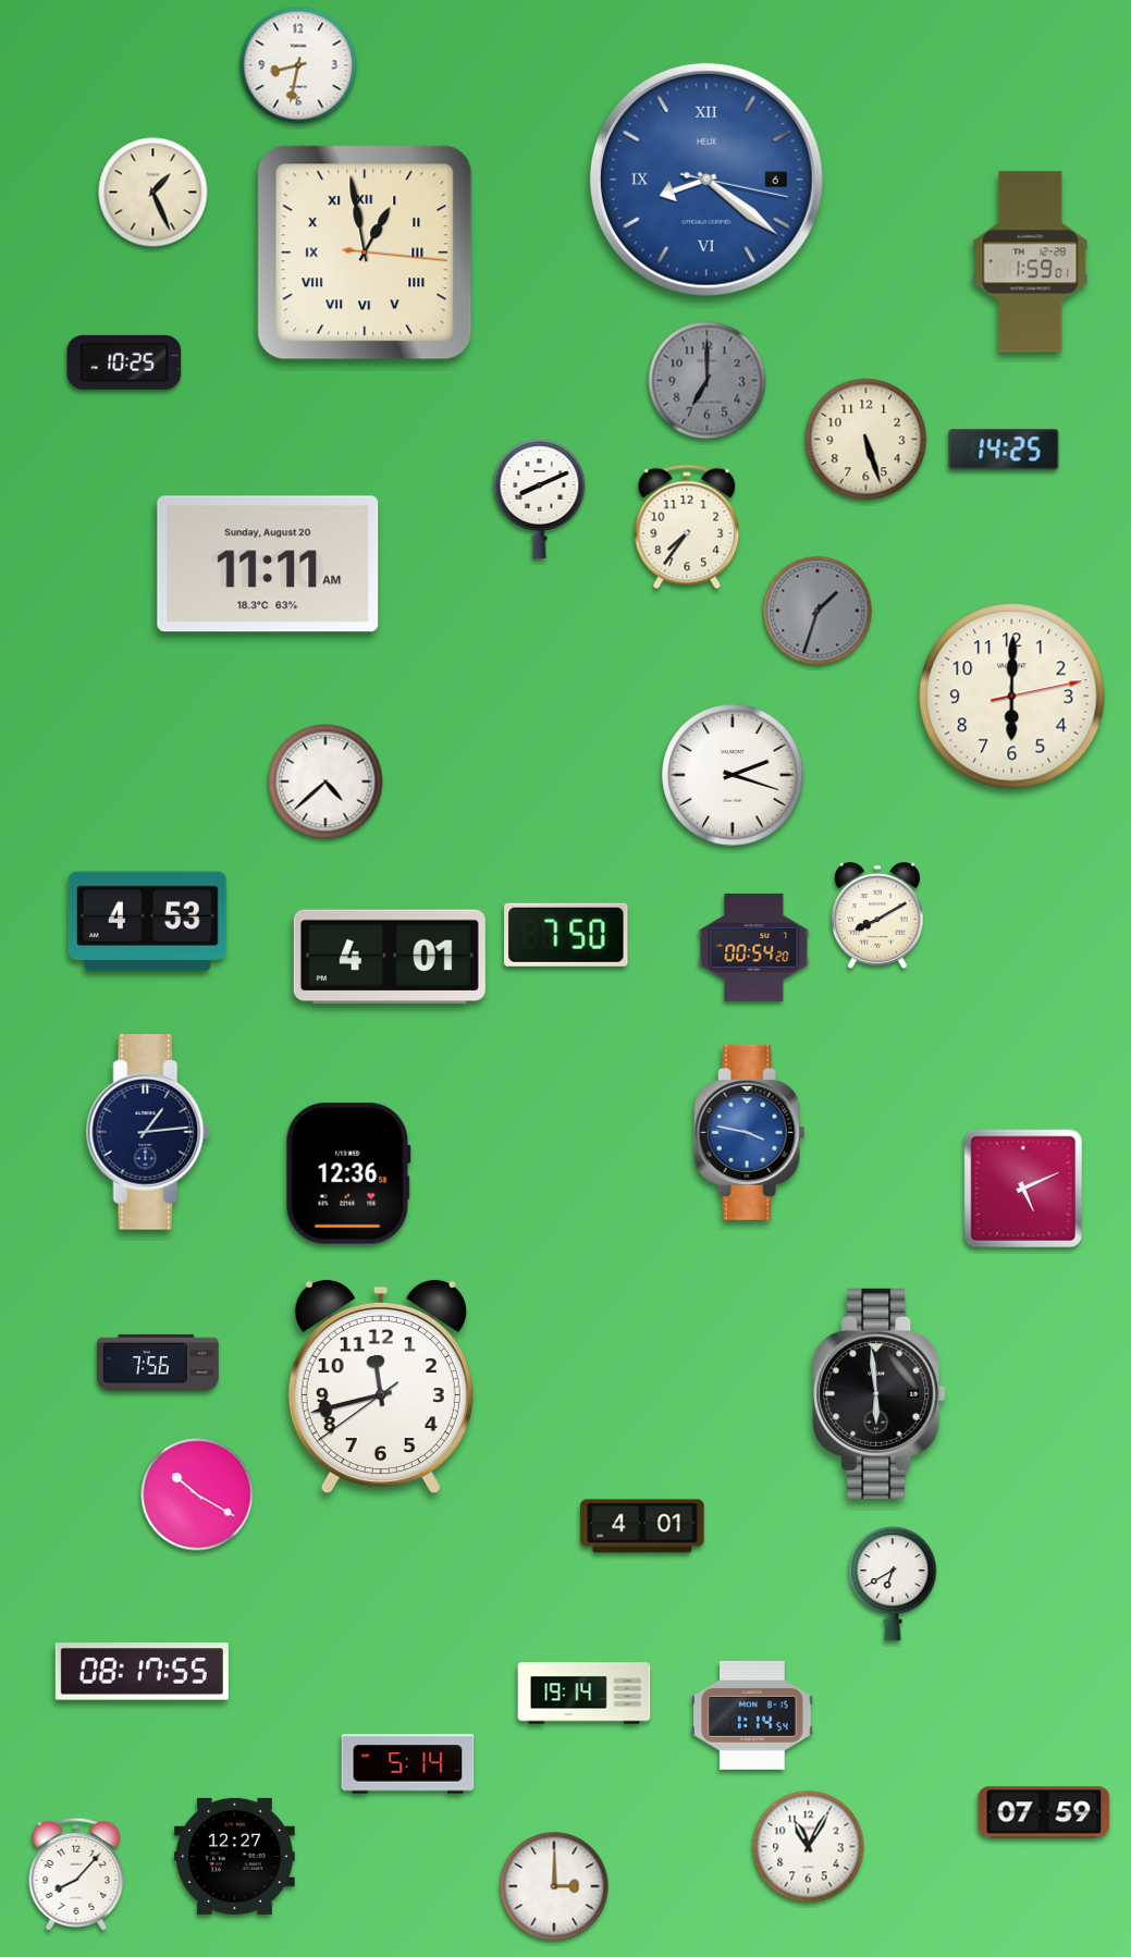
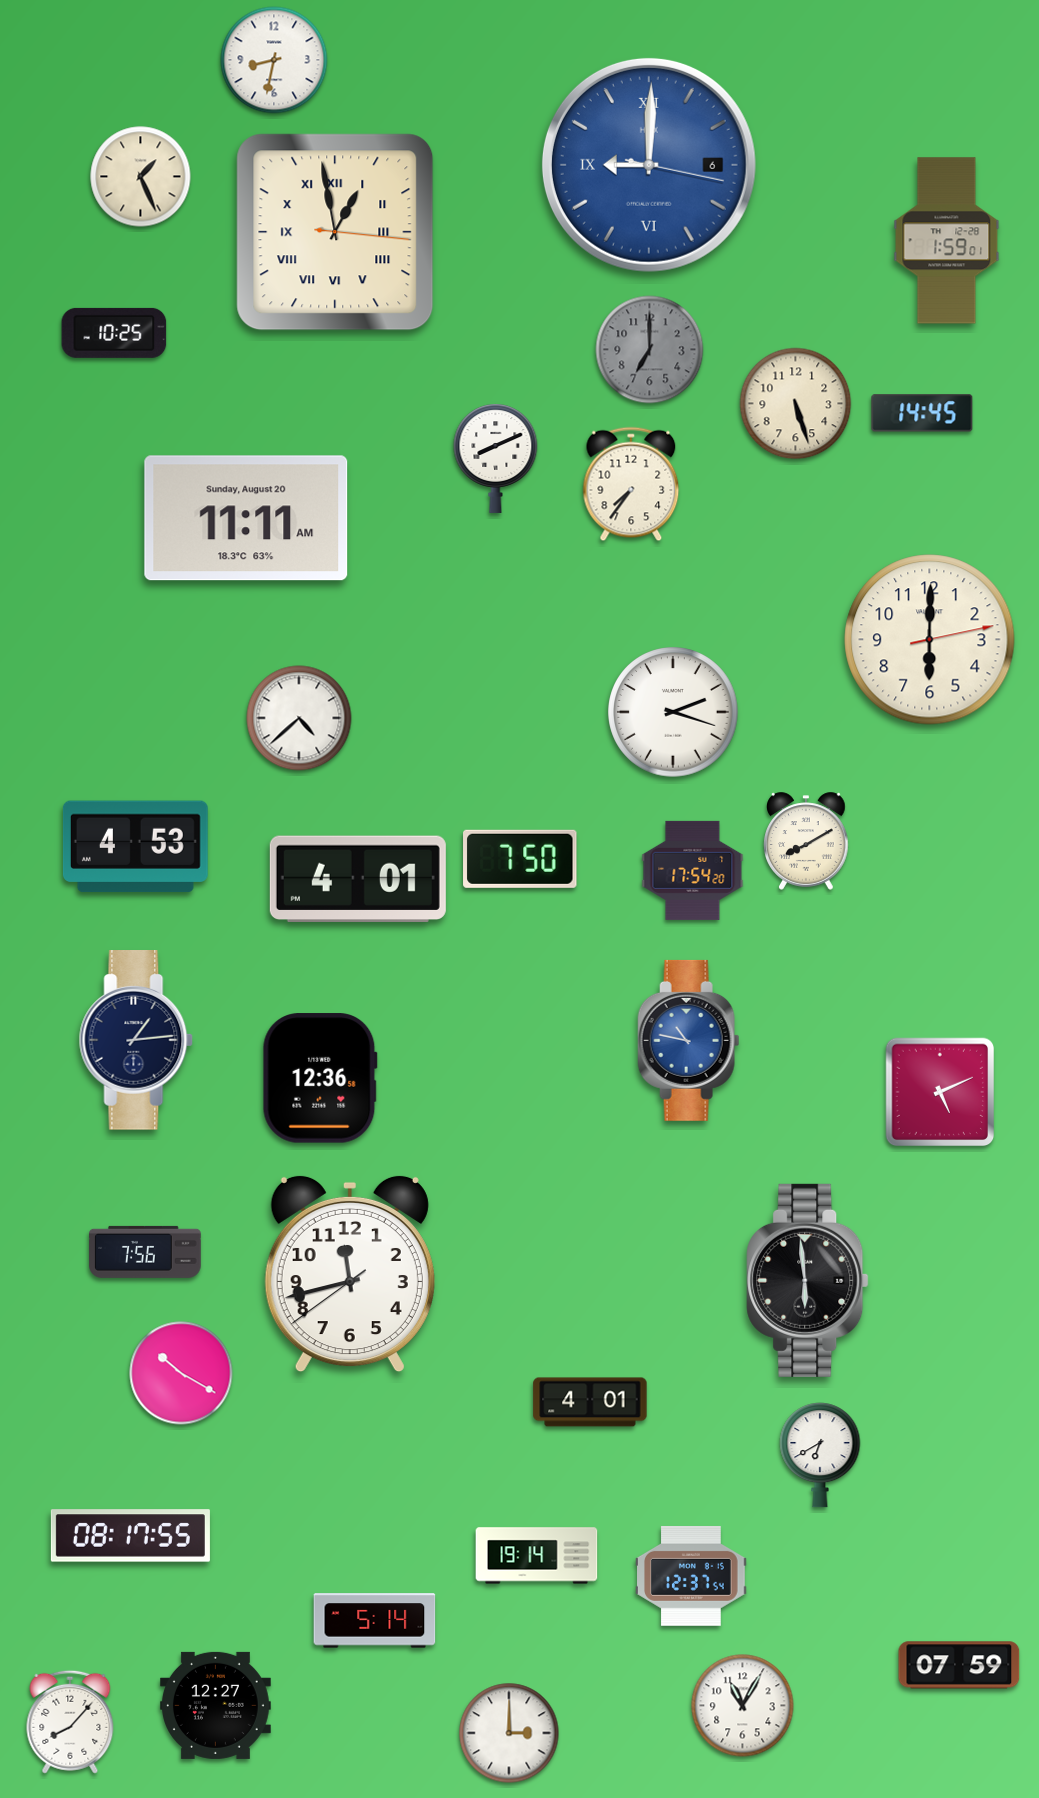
clock at (706, 180): 8:21 -> 9:00
clock at (1004, 450): 14:25 -> 14:45
clock at (817, 611): 1:33 -> none
clock at (754, 947): 00:54 -> 17:54
clock at (750, 1132): 3:47 -> 10:47
clock at (752, 1715): 1:14 -> 12:37
clock at (809, 1847) position: (809, 1847) -> (743, 1706)
